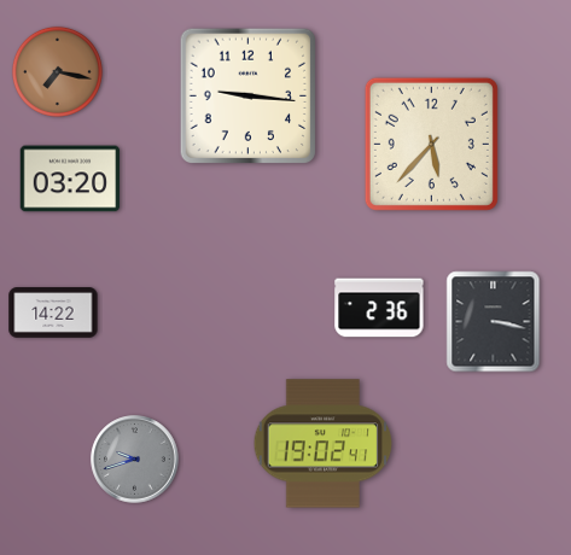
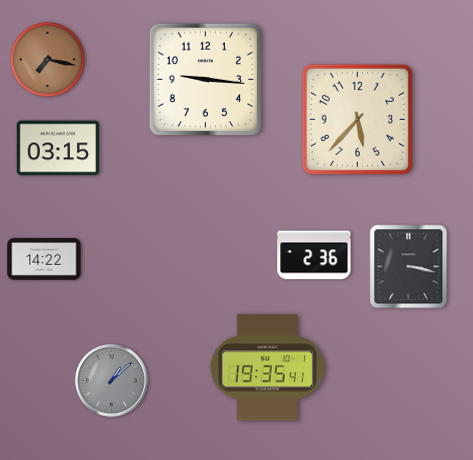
clock at (70, 179): 03:20 -> 03:15
clock at (324, 444): 19:02 -> 19:35
clock at (135, 460): 9:42 -> 1:08
